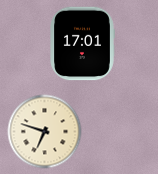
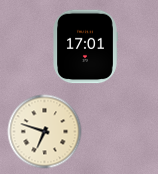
clock at (82, 44) position: (82, 44) -> (85, 47)
